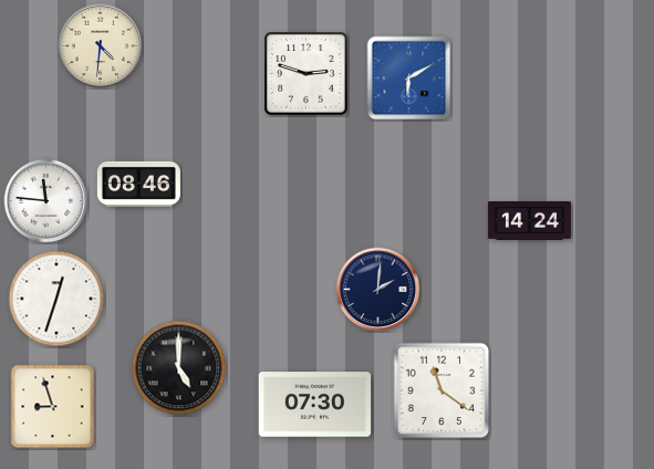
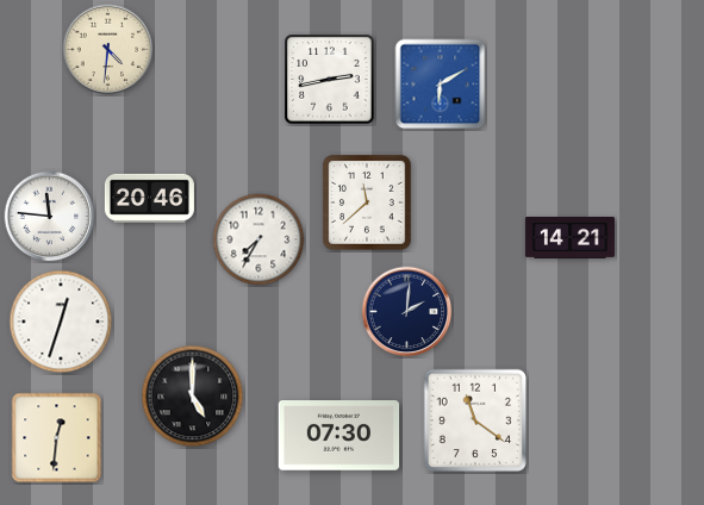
clock at (307, 74): 2:48 -> 2:43
clock at (138, 184): 08:46 -> 20:46
clock at (367, 202): none -> 11:38
clock at (529, 220): 14:24 -> 14:21
clock at (258, 239): none -> 7:35
clock at (53, 407): 8:57 -> 12:31
